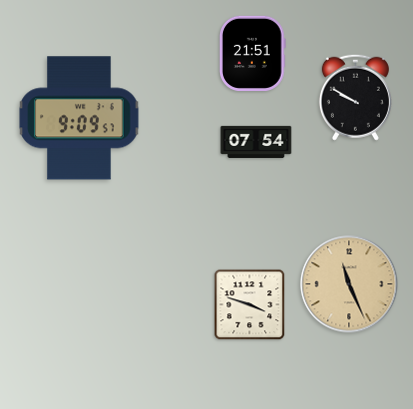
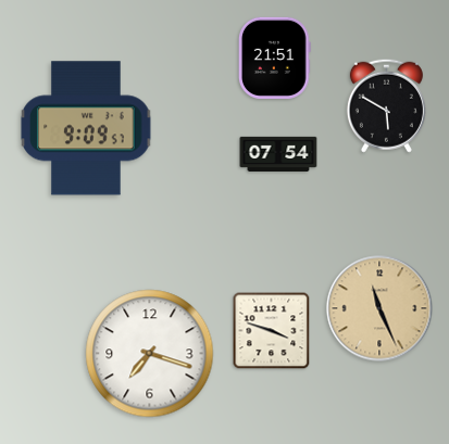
clock at (355, 97): 9:50 -> 5:50
clock at (150, 354): none -> 7:18
